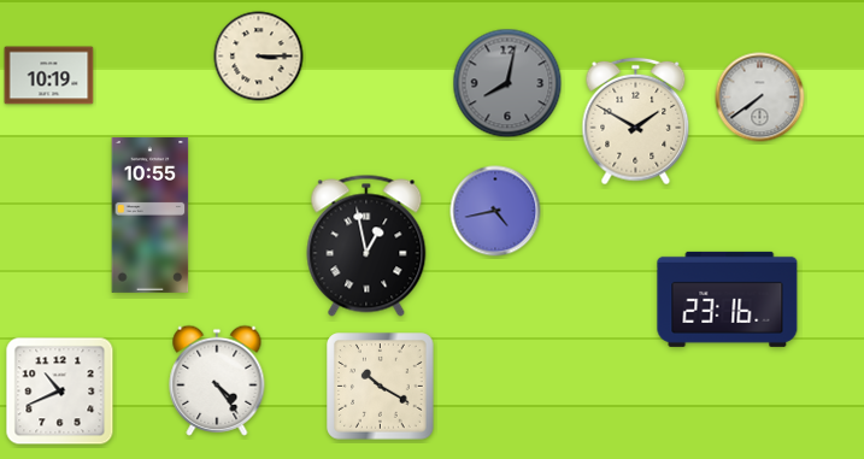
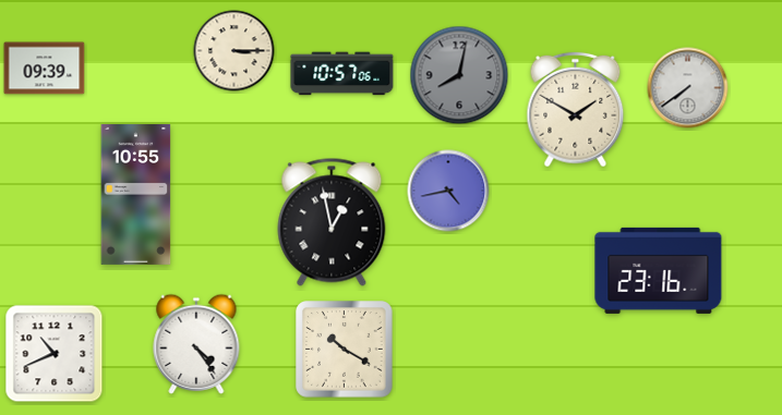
clock at (49, 76): 10:19 -> 09:39
clock at (342, 74): none -> 10:57
